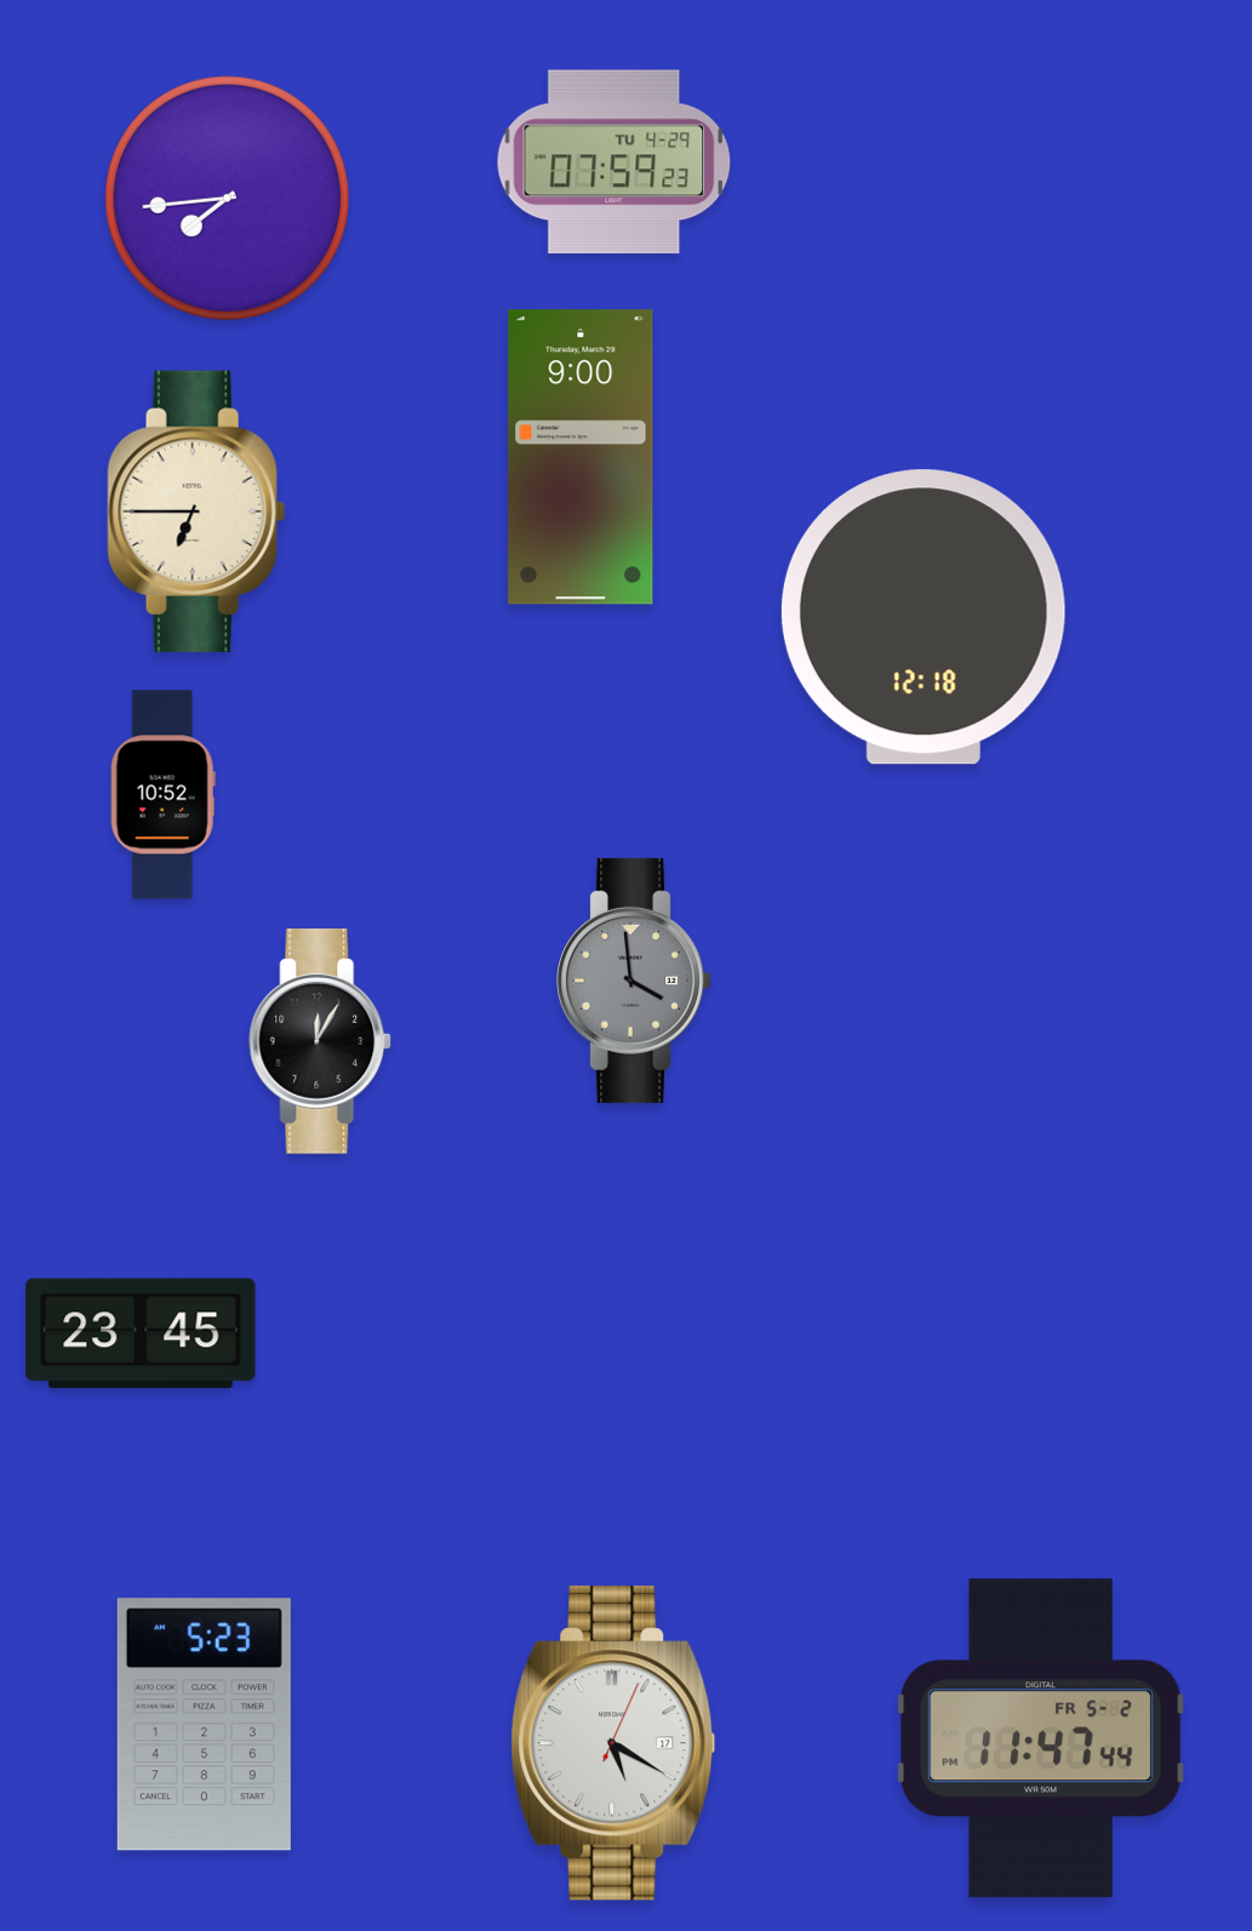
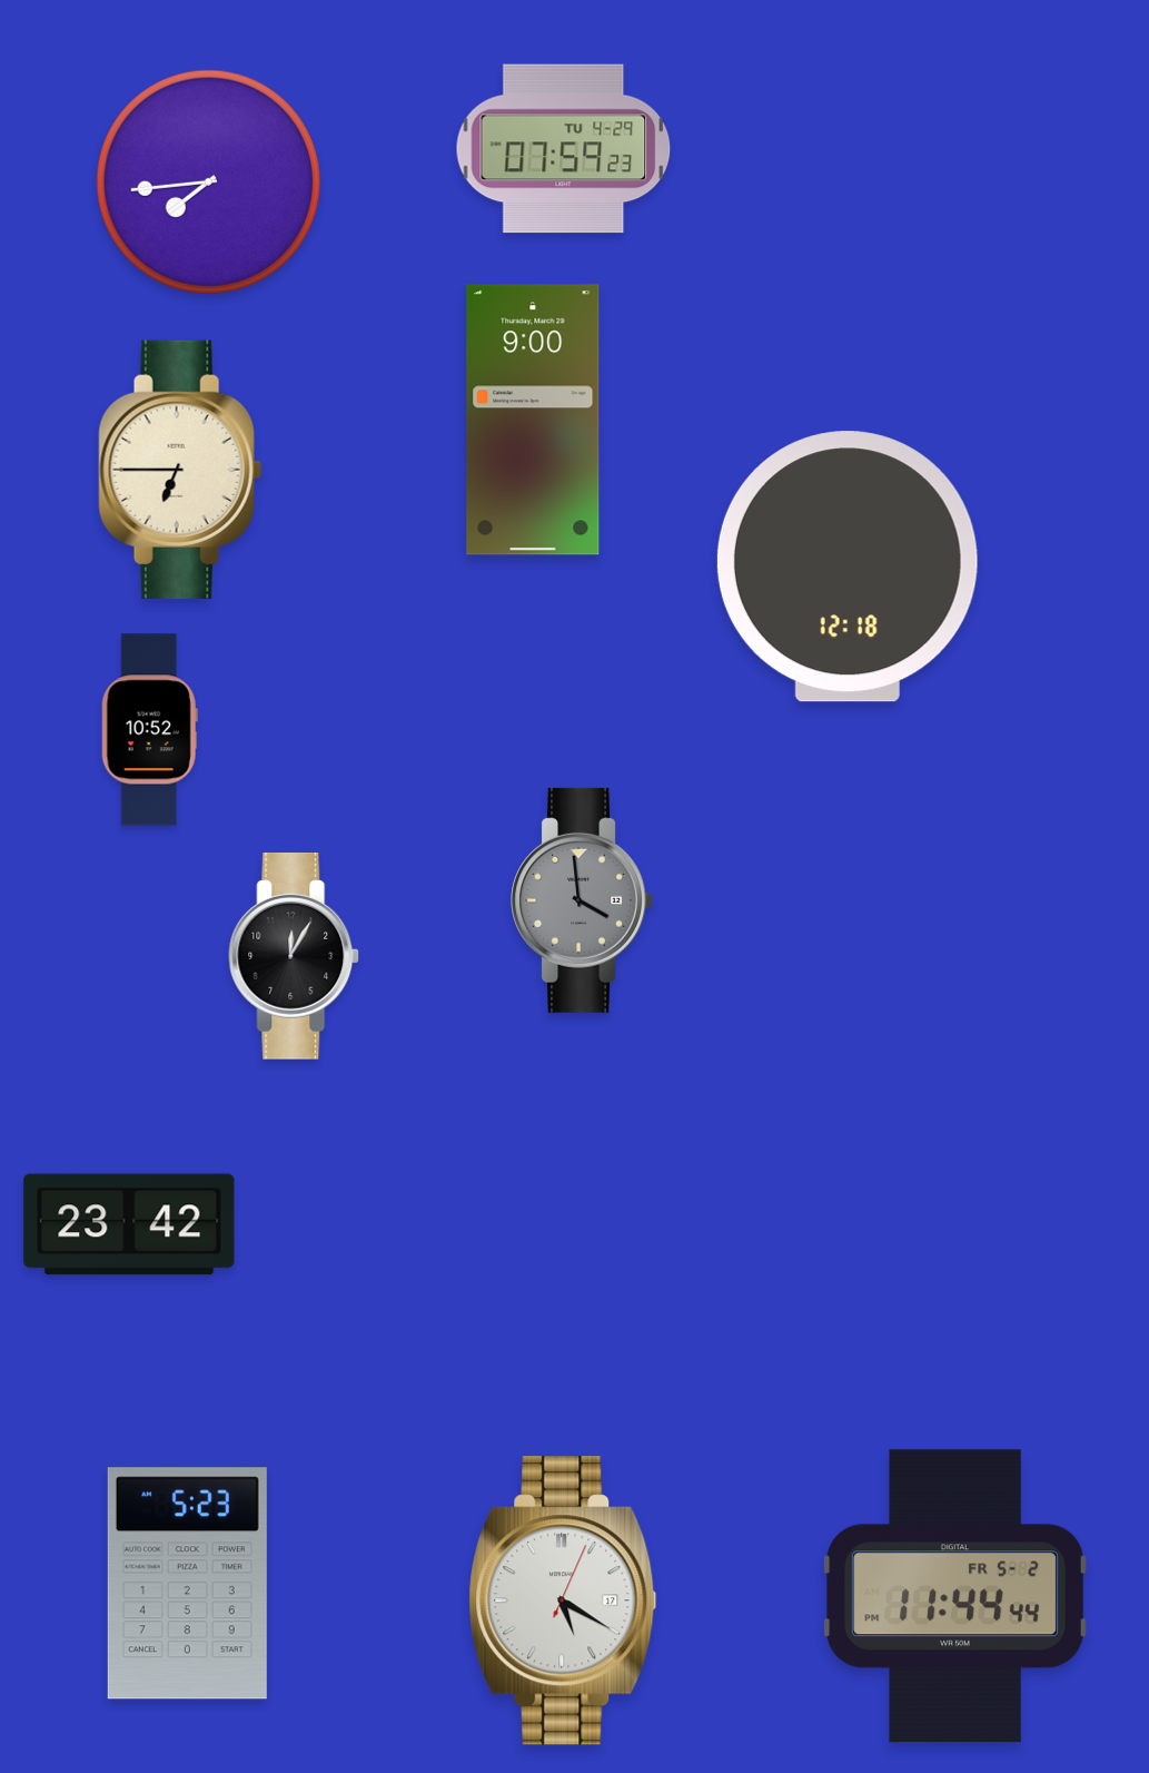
clock at (141, 1333): 23:45 -> 23:42
clock at (1041, 1738): 11:47 -> 11:44
